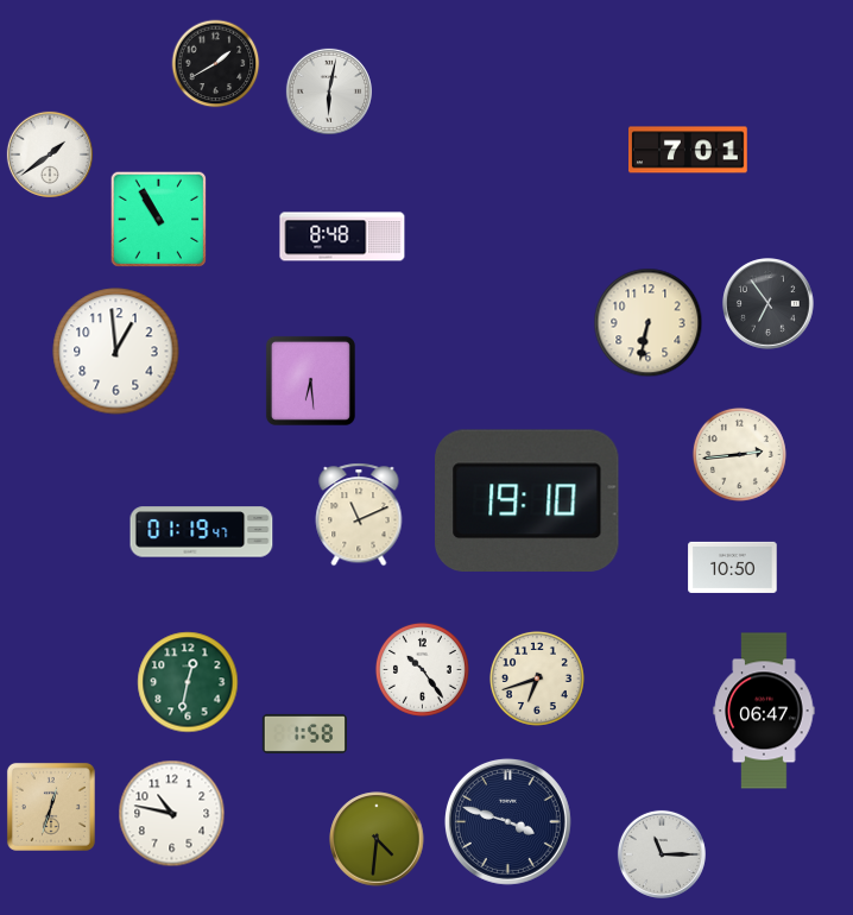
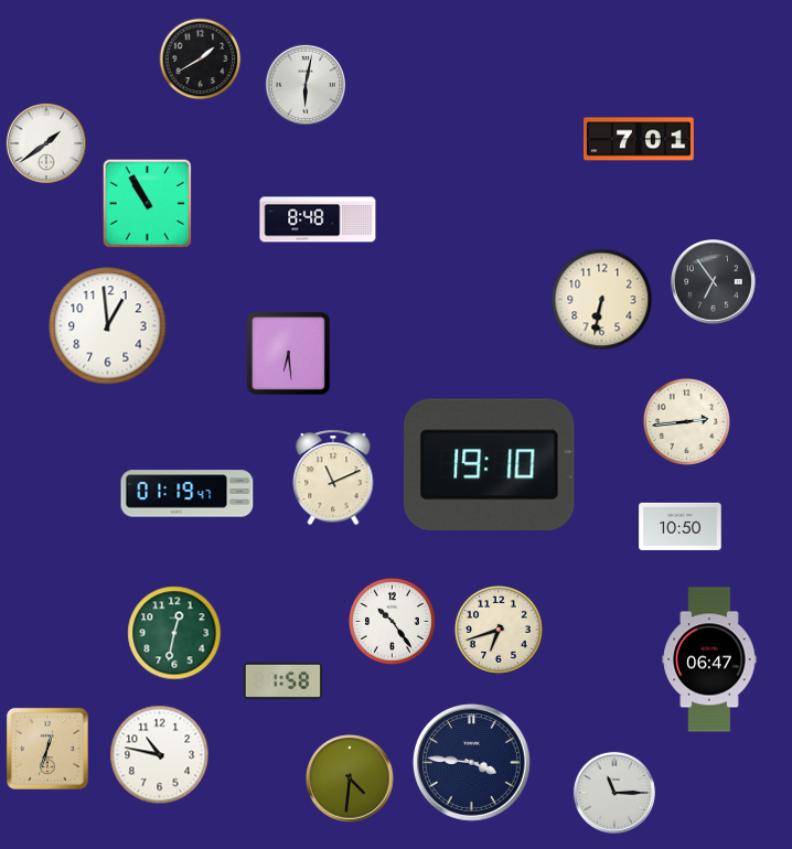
clock at (507, 821): 3:48 -> 3:46
